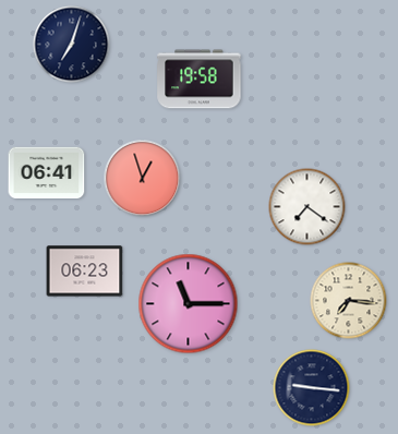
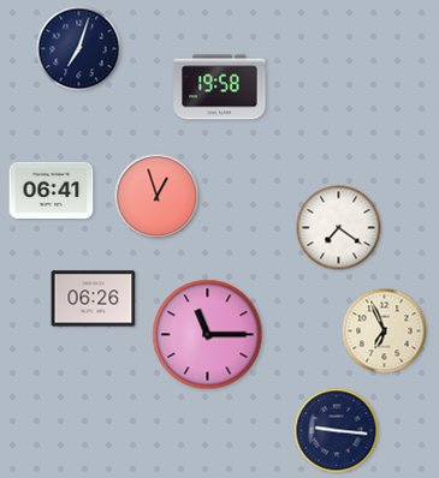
clock at (85, 272): 06:23 -> 06:26
clock at (349, 301): 7:16 -> 6:56
clock at (312, 388) position: (312, 388) -> (337, 431)
